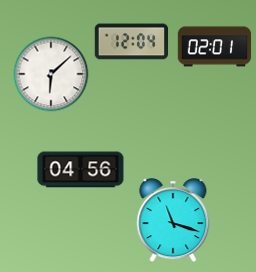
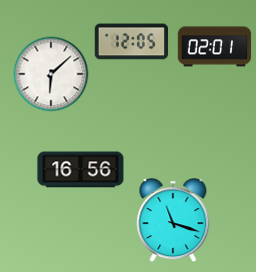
clock at (132, 42): 12:04 -> 12:05
clock at (81, 170): 04:56 -> 16:56
